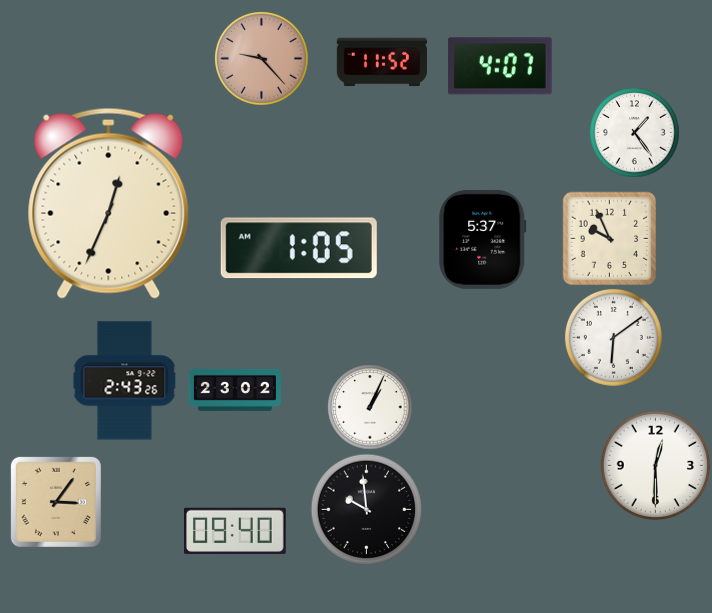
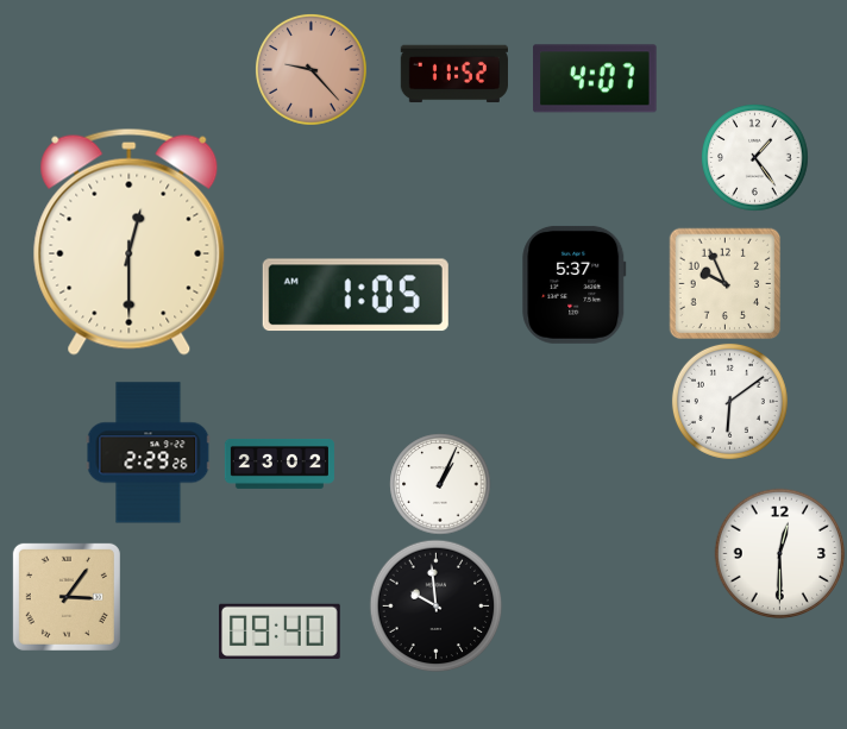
clock at (109, 203): 12:34 -> 12:30
clock at (125, 381): 2:43 -> 2:29
